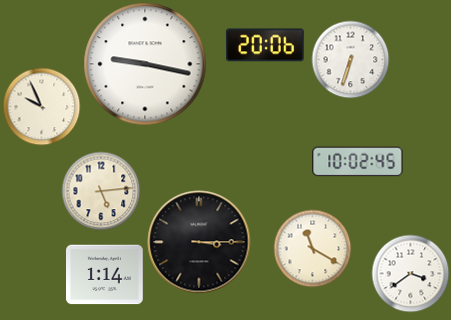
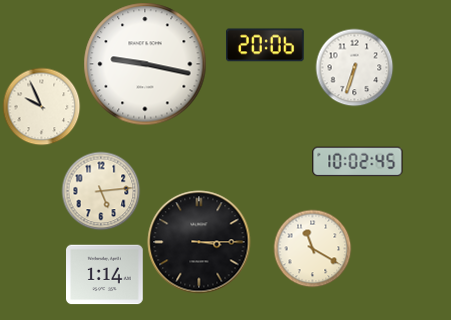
clock at (350, 59) position: (350, 59) -> (354, 67)
clock at (410, 273): 3:39 -> none
